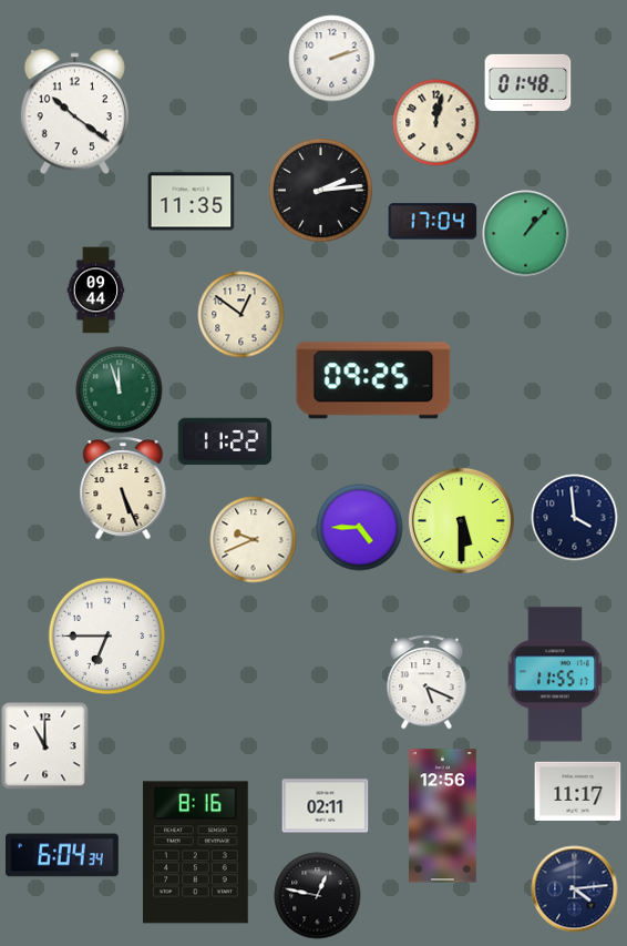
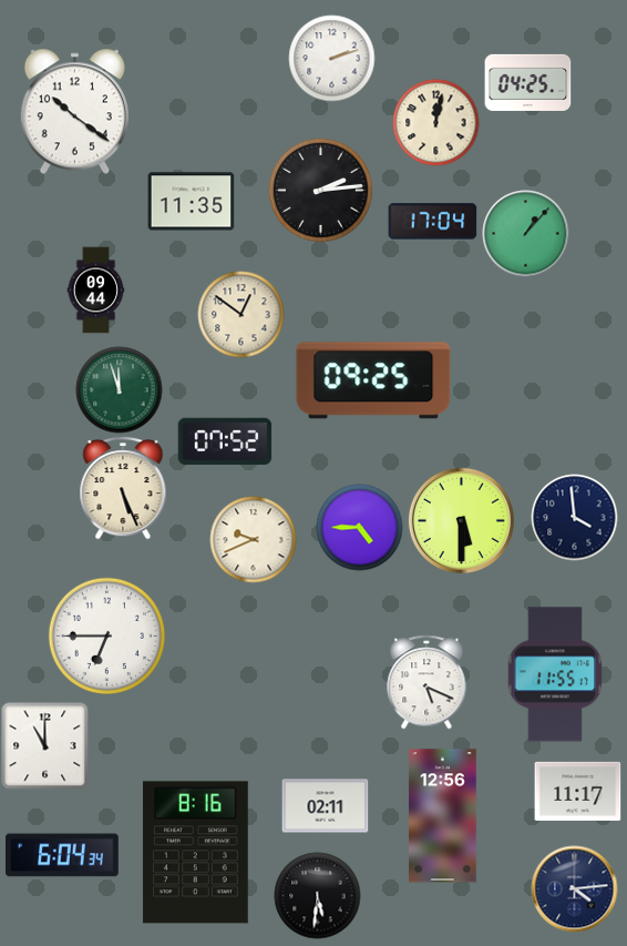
clock at (527, 82): 01:48 -> 04:25
clock at (225, 441): 11:22 -> 07:52
clock at (317, 895): 12:47 -> 5:31
